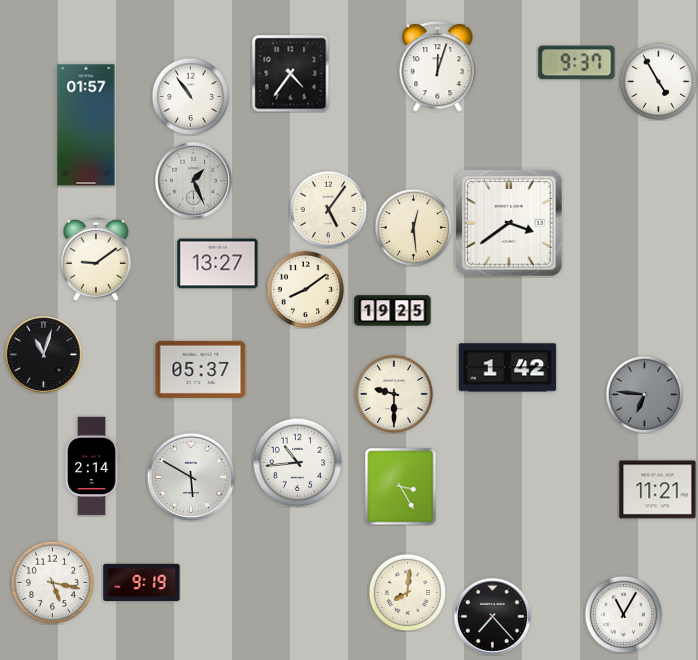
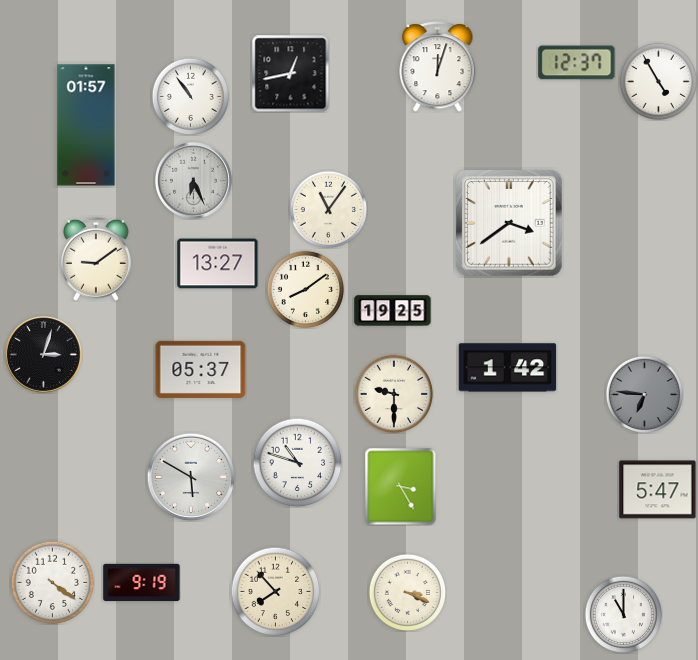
clock at (577, 63): 9:37 -> 12:37
clock at (290, 73): 4:36 -> 12:43
clock at (194, 181): 1:26 -> 6:26
clock at (328, 209): 5:06 -> 11:06
clock at (413, 227): 12:29 -> none
clock at (44, 355): 11:03 -> 3:03
clock at (297, 462): 10:44 -> 10:48
clock at (92, 466): 2:14 -> none
clock at (658, 490): 11:21 -> 5:47
clock at (52, 582): 5:17 -> 4:21
clock at (275, 591): none -> 7:53
clock at (407, 592): 8:01 -> 3:19
clock at (623, 614): 11:05 -> 11:00
clock at (493, 617): 7:23 -> none
